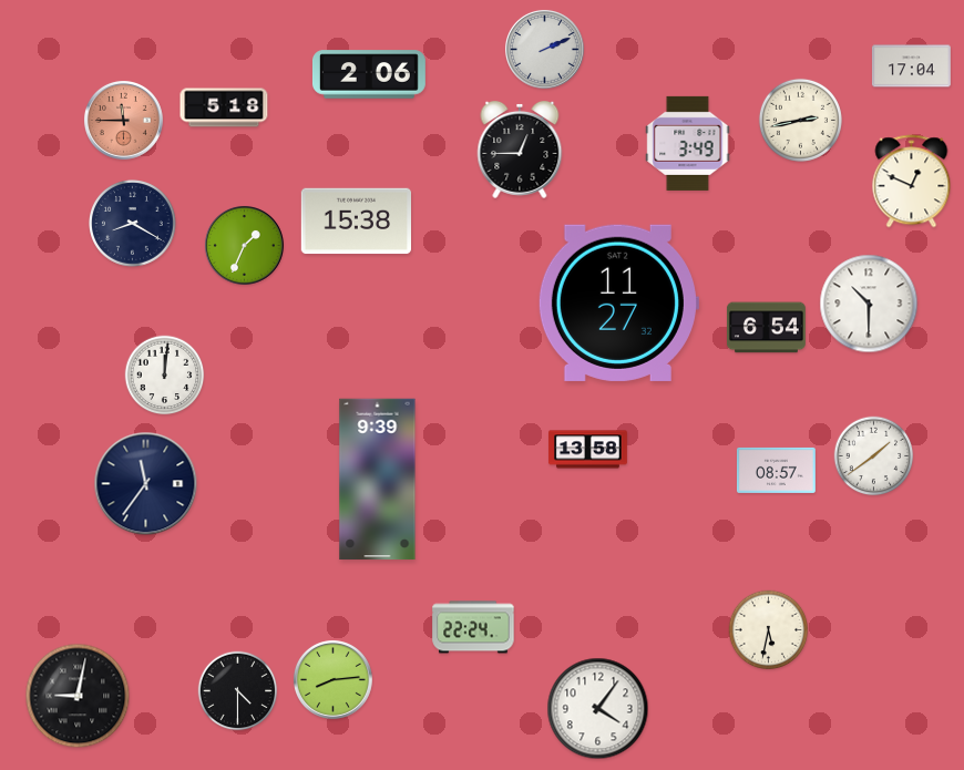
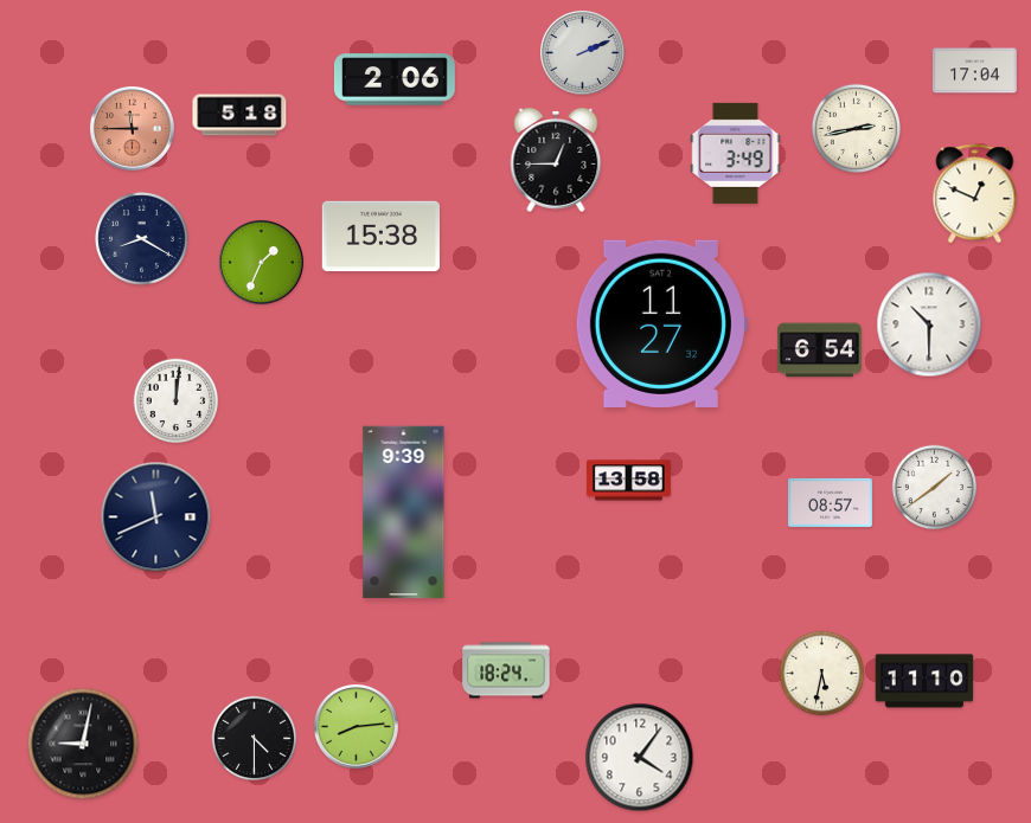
clock at (146, 484): 11:36 -> 11:41
clock at (473, 627): 22:24 -> 18:24
clock at (924, 681): none -> 11:10
